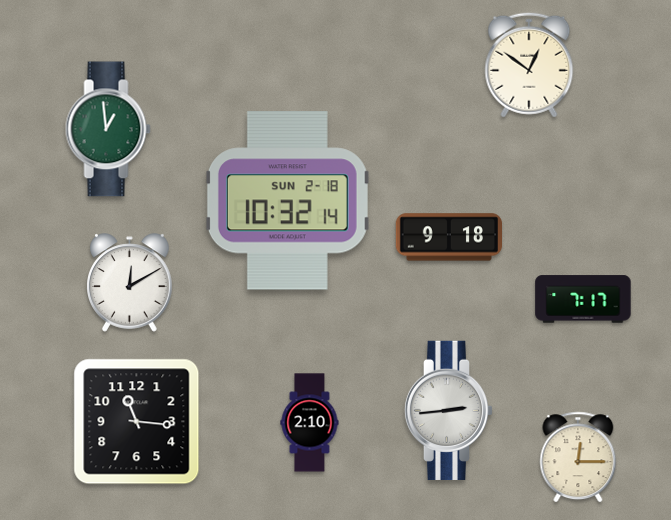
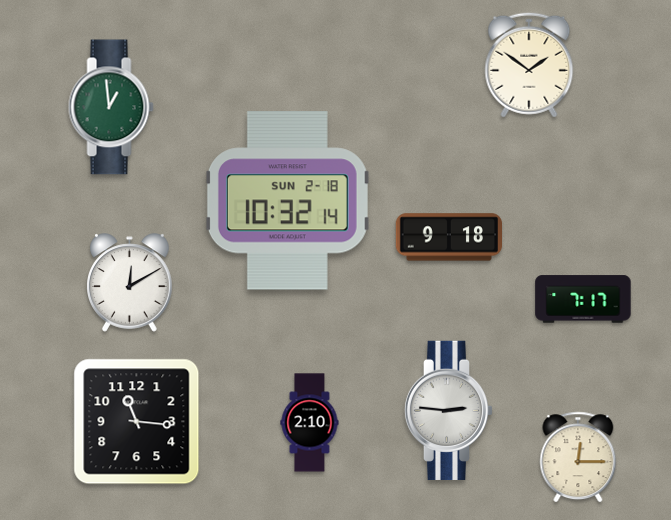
clock at (529, 65): 12:51 -> 1:51
clock at (108, 129) position: (108, 129) -> (111, 107)
clock at (449, 410): 2:44 -> 2:46
